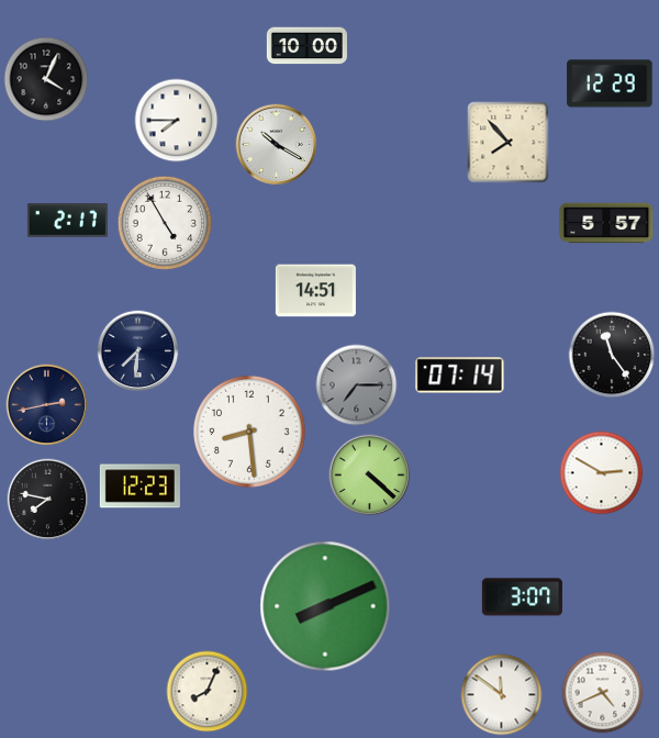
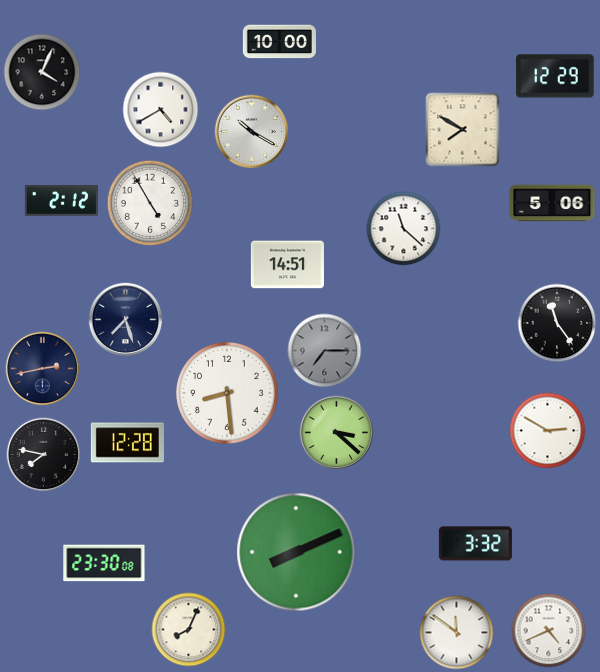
clock at (177, 121): 7:45 -> 4:40
clock at (509, 143): 7:53 -> 7:50
clock at (67, 221): 2:17 -> 2:12
clock at (606, 223): 5:57 -> 5:06
clock at (404, 229): none -> 11:22
clock at (138, 351): 7:31 -> 7:27
clock at (460, 376): 07:14 -> none
clock at (370, 476): 4:22 -> 3:22
clock at (139, 487): 12:23 -> 12:28
clock at (522, 597): 3:07 -> 3:32
clock at (104, 563): none -> 23:30
